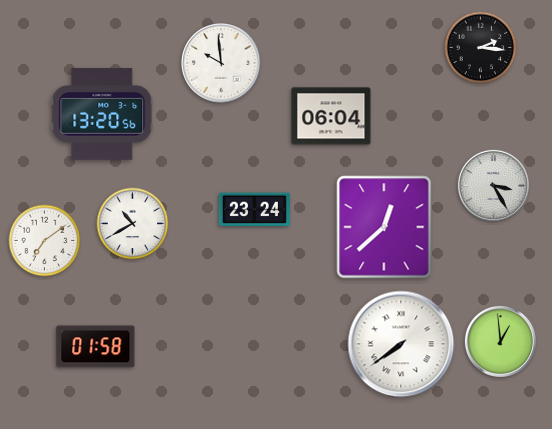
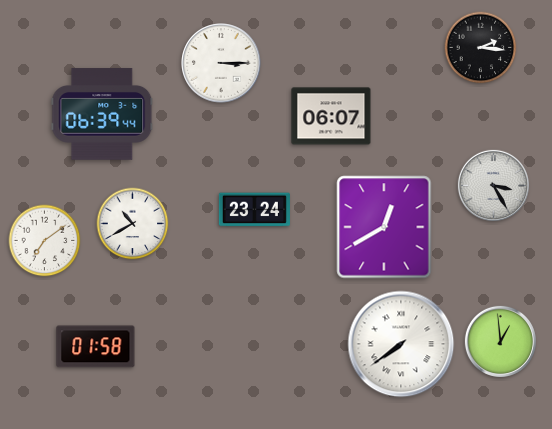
clock at (221, 63): 9:59 -> 3:15
clock at (102, 114): 13:20 -> 06:39
clock at (331, 116): 06:04 -> 06:07
clock at (384, 227): 12:38 -> 12:40
